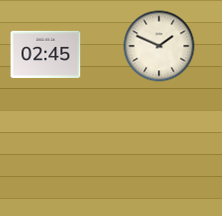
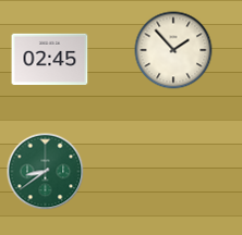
clock at (159, 46): 1:49 -> 1:53
clock at (46, 172): none -> 8:39
